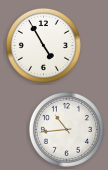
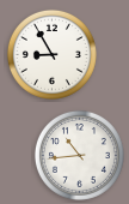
clock at (43, 45): 4:55 -> 8:55
